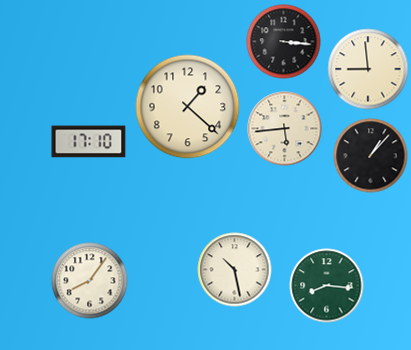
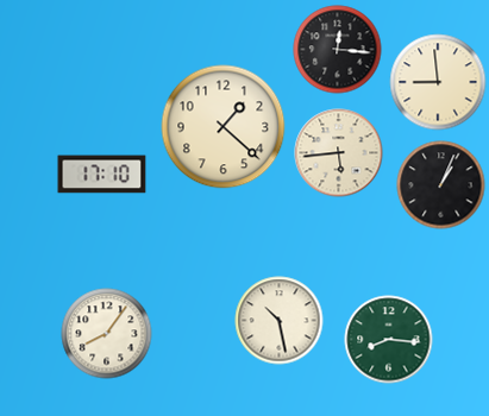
clock at (284, 42): 3:16 -> 12:16
clock at (89, 142) position: (89, 142) -> (102, 175)
clock at (371, 156): 1:07 -> 1:04
